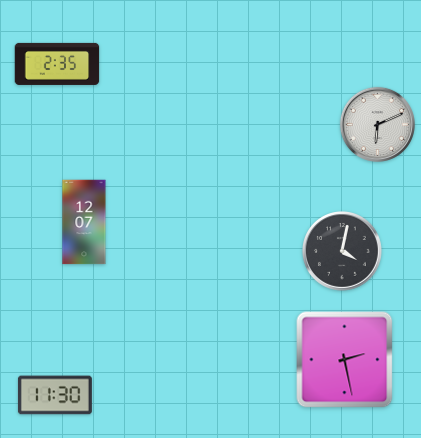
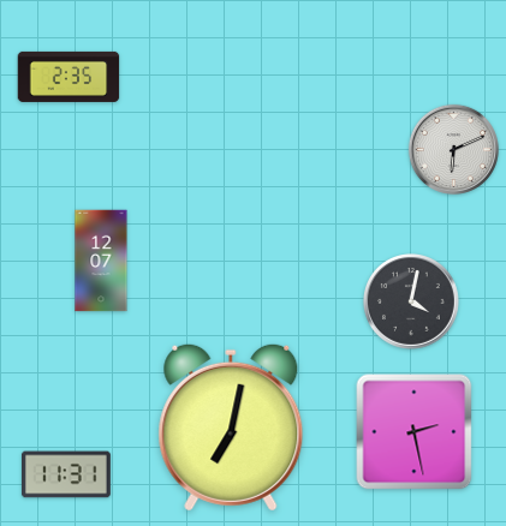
clock at (84, 222) position: (84, 222) -> (101, 261)
clock at (231, 428): none -> 7:02
clock at (55, 395): 11:30 -> 11:31
